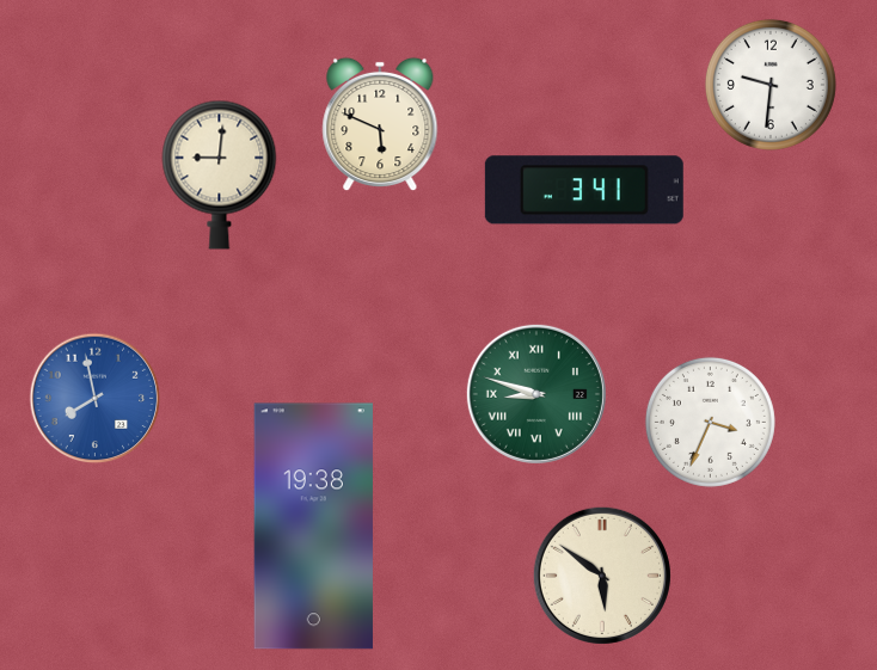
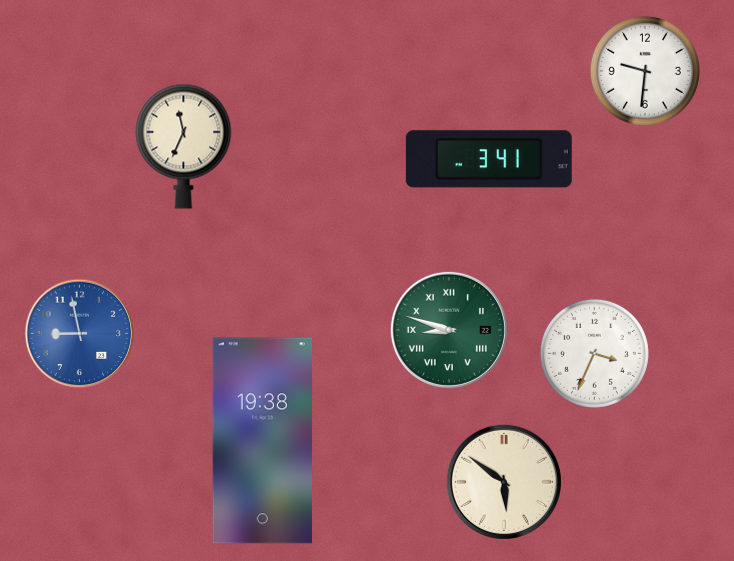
clock at (380, 124): 5:49 -> none
clock at (220, 174): 9:01 -> 11:34
clock at (96, 399): 7:58 -> 8:58
